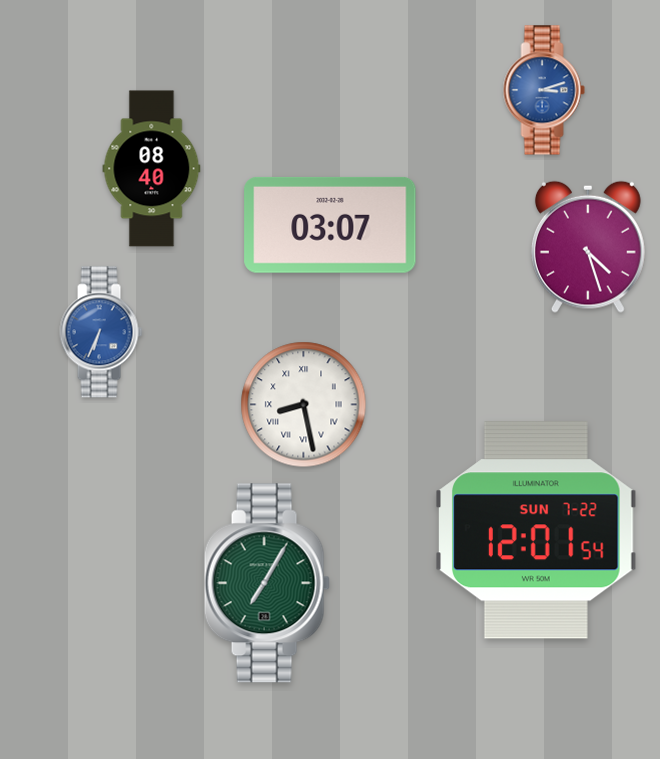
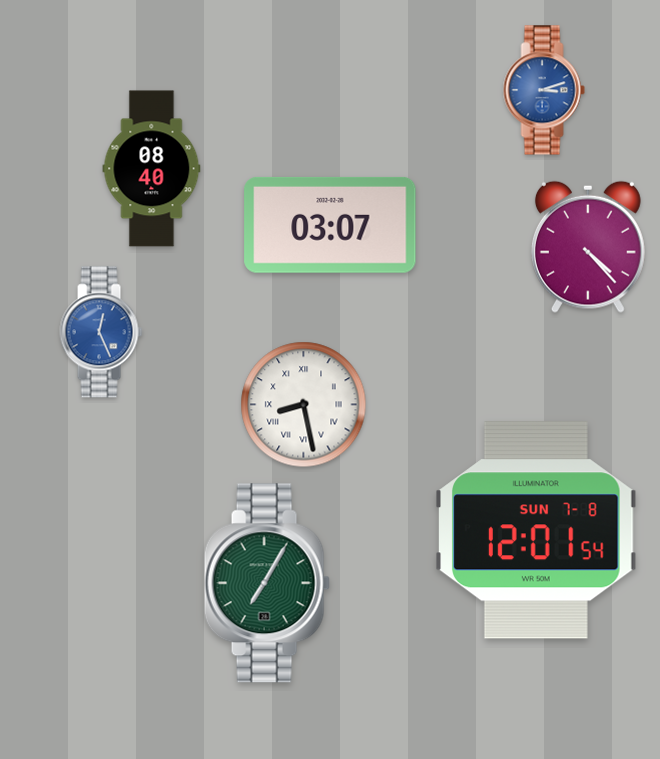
clock at (588, 247): 4:27 -> 4:23
clock at (101, 332): 6:34 -> 12:26
clock at (537, 530) date: SUN 7-22 -> SUN 7-8
